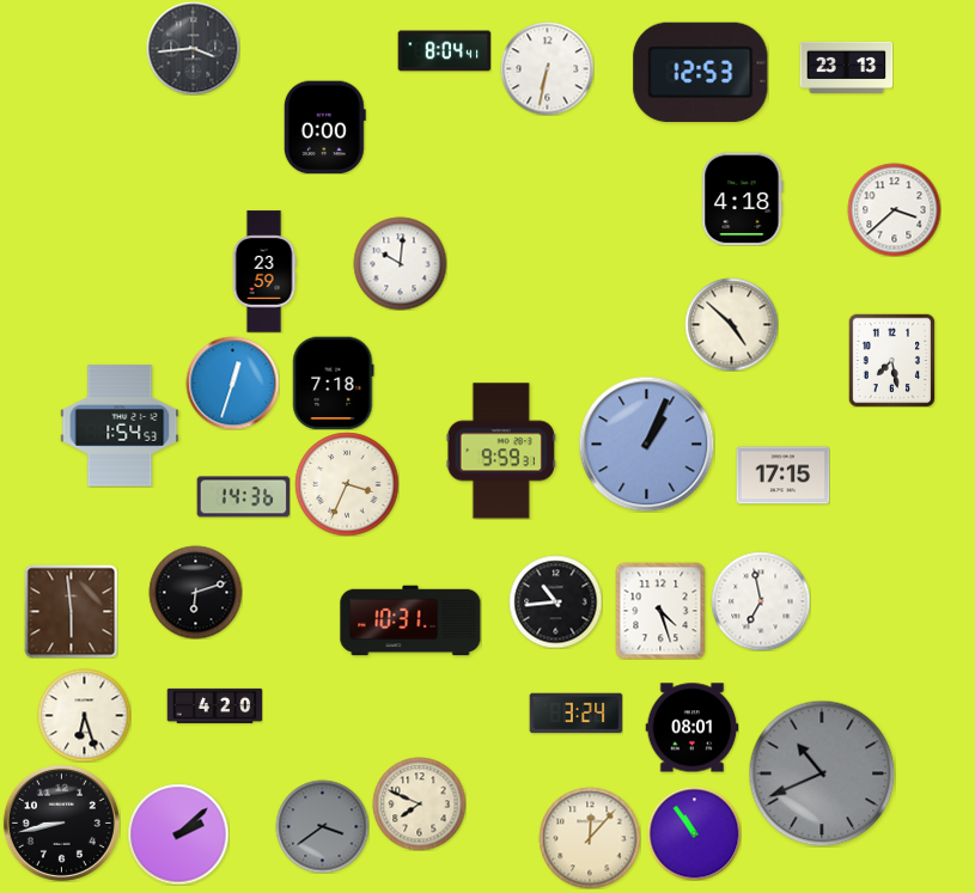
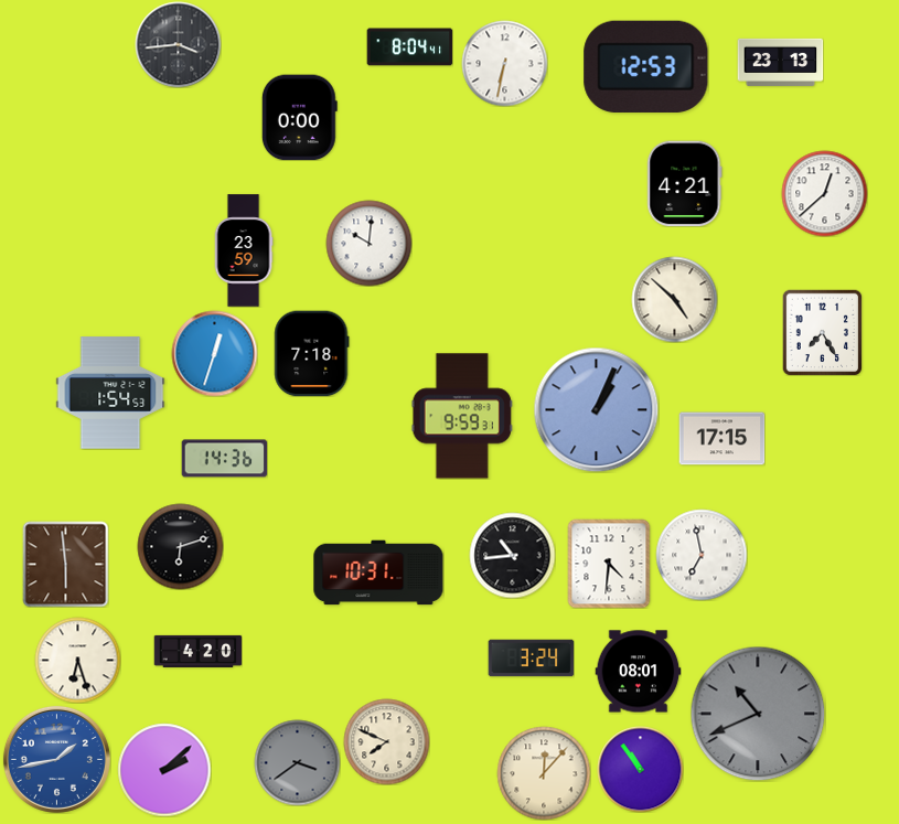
clock at (743, 198): 4:18 -> 4:21
clock at (894, 209): 3:38 -> 12:38
clock at (892, 360): 7:28 -> 7:25
clock at (334, 383) position: (334, 383) -> (312, 353)
clock at (347, 484): 3:34 -> none
clock at (660, 611): 4:27 -> 4:31
clock at (61, 822): 8:43 -> 1:43
clock at (61, 822) dial: black -> blue
